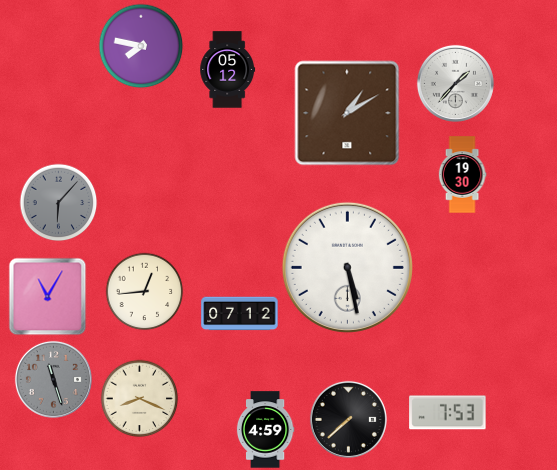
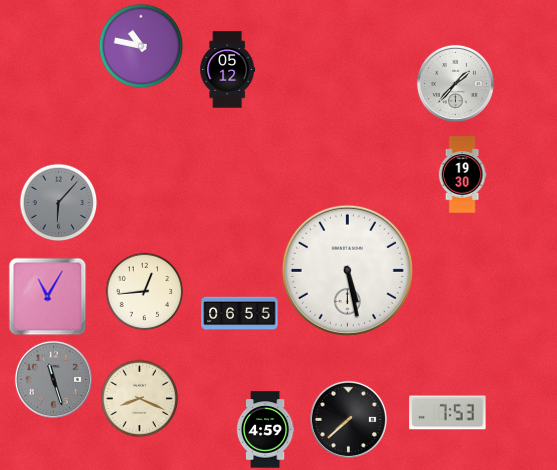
clock at (141, 46): 7:47 -> 10:47
clock at (347, 113): 1:10 -> none
clock at (347, 267) position: (347, 267) -> (347, 270)
clock at (240, 314): 07:12 -> 06:55
